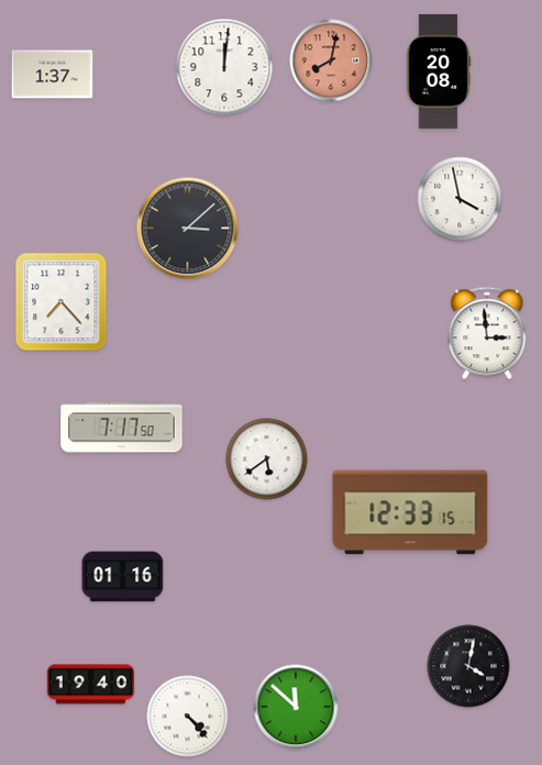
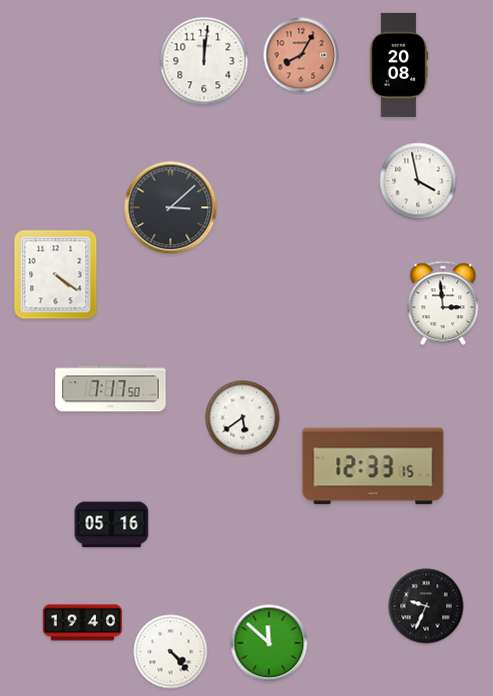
clock at (331, 60): 8:02 -> 8:05
clock at (53, 75): 1:37 -> none
clock at (62, 302): 7:23 -> 4:21
clock at (123, 577): 01:16 -> 05:16
clock at (468, 666): 4:02 -> 9:34
